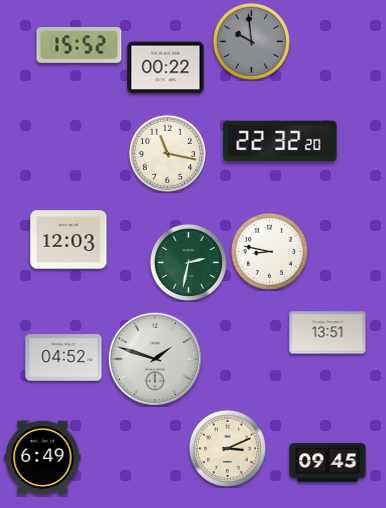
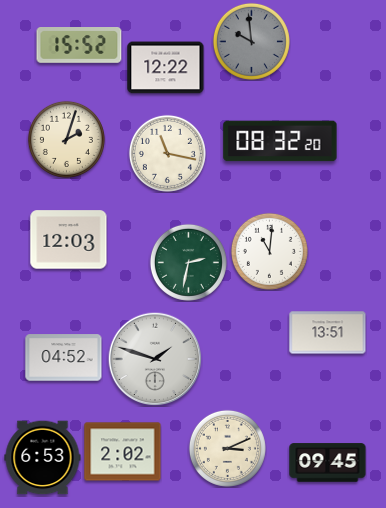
clock at (166, 68): 00:22 -> 12:22
clock at (66, 139): none -> 2:03
clock at (280, 141): 22:32 -> 08:32
clock at (269, 251): 8:47 -> 11:01
clock at (123, 452): none -> 2:02
clock at (43, 458): 6:49 -> 6:53
